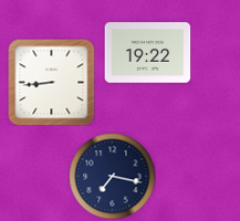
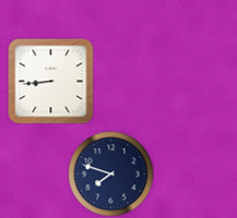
clock at (147, 53): 19:22 -> none
clock at (112, 176): 7:17 -> 7:48
